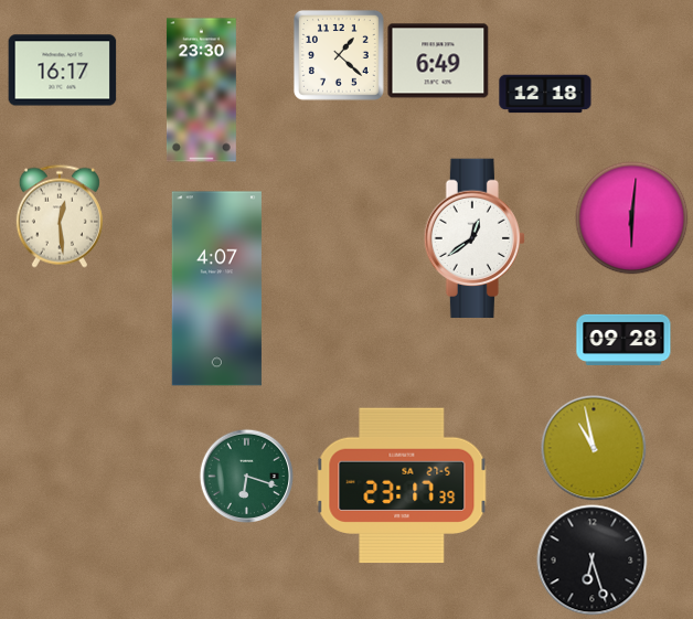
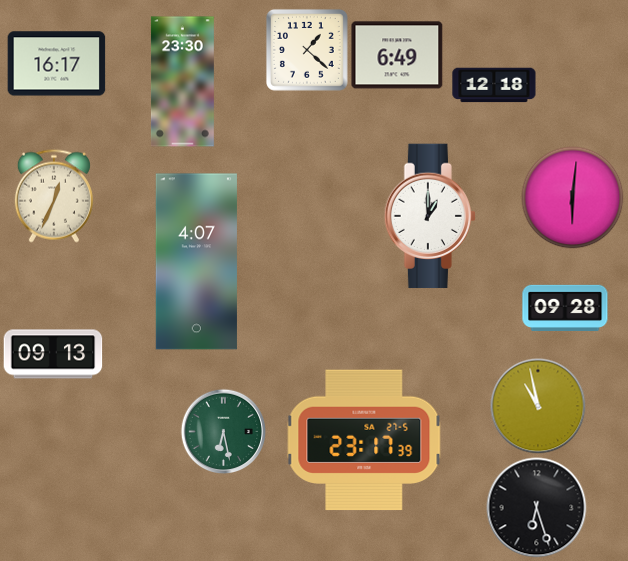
clock at (60, 216): 12:29 -> 12:34
clock at (473, 238): 12:39 -> 1:00
clock at (53, 354): none -> 09:13
clock at (246, 476): 6:18 -> 6:28
